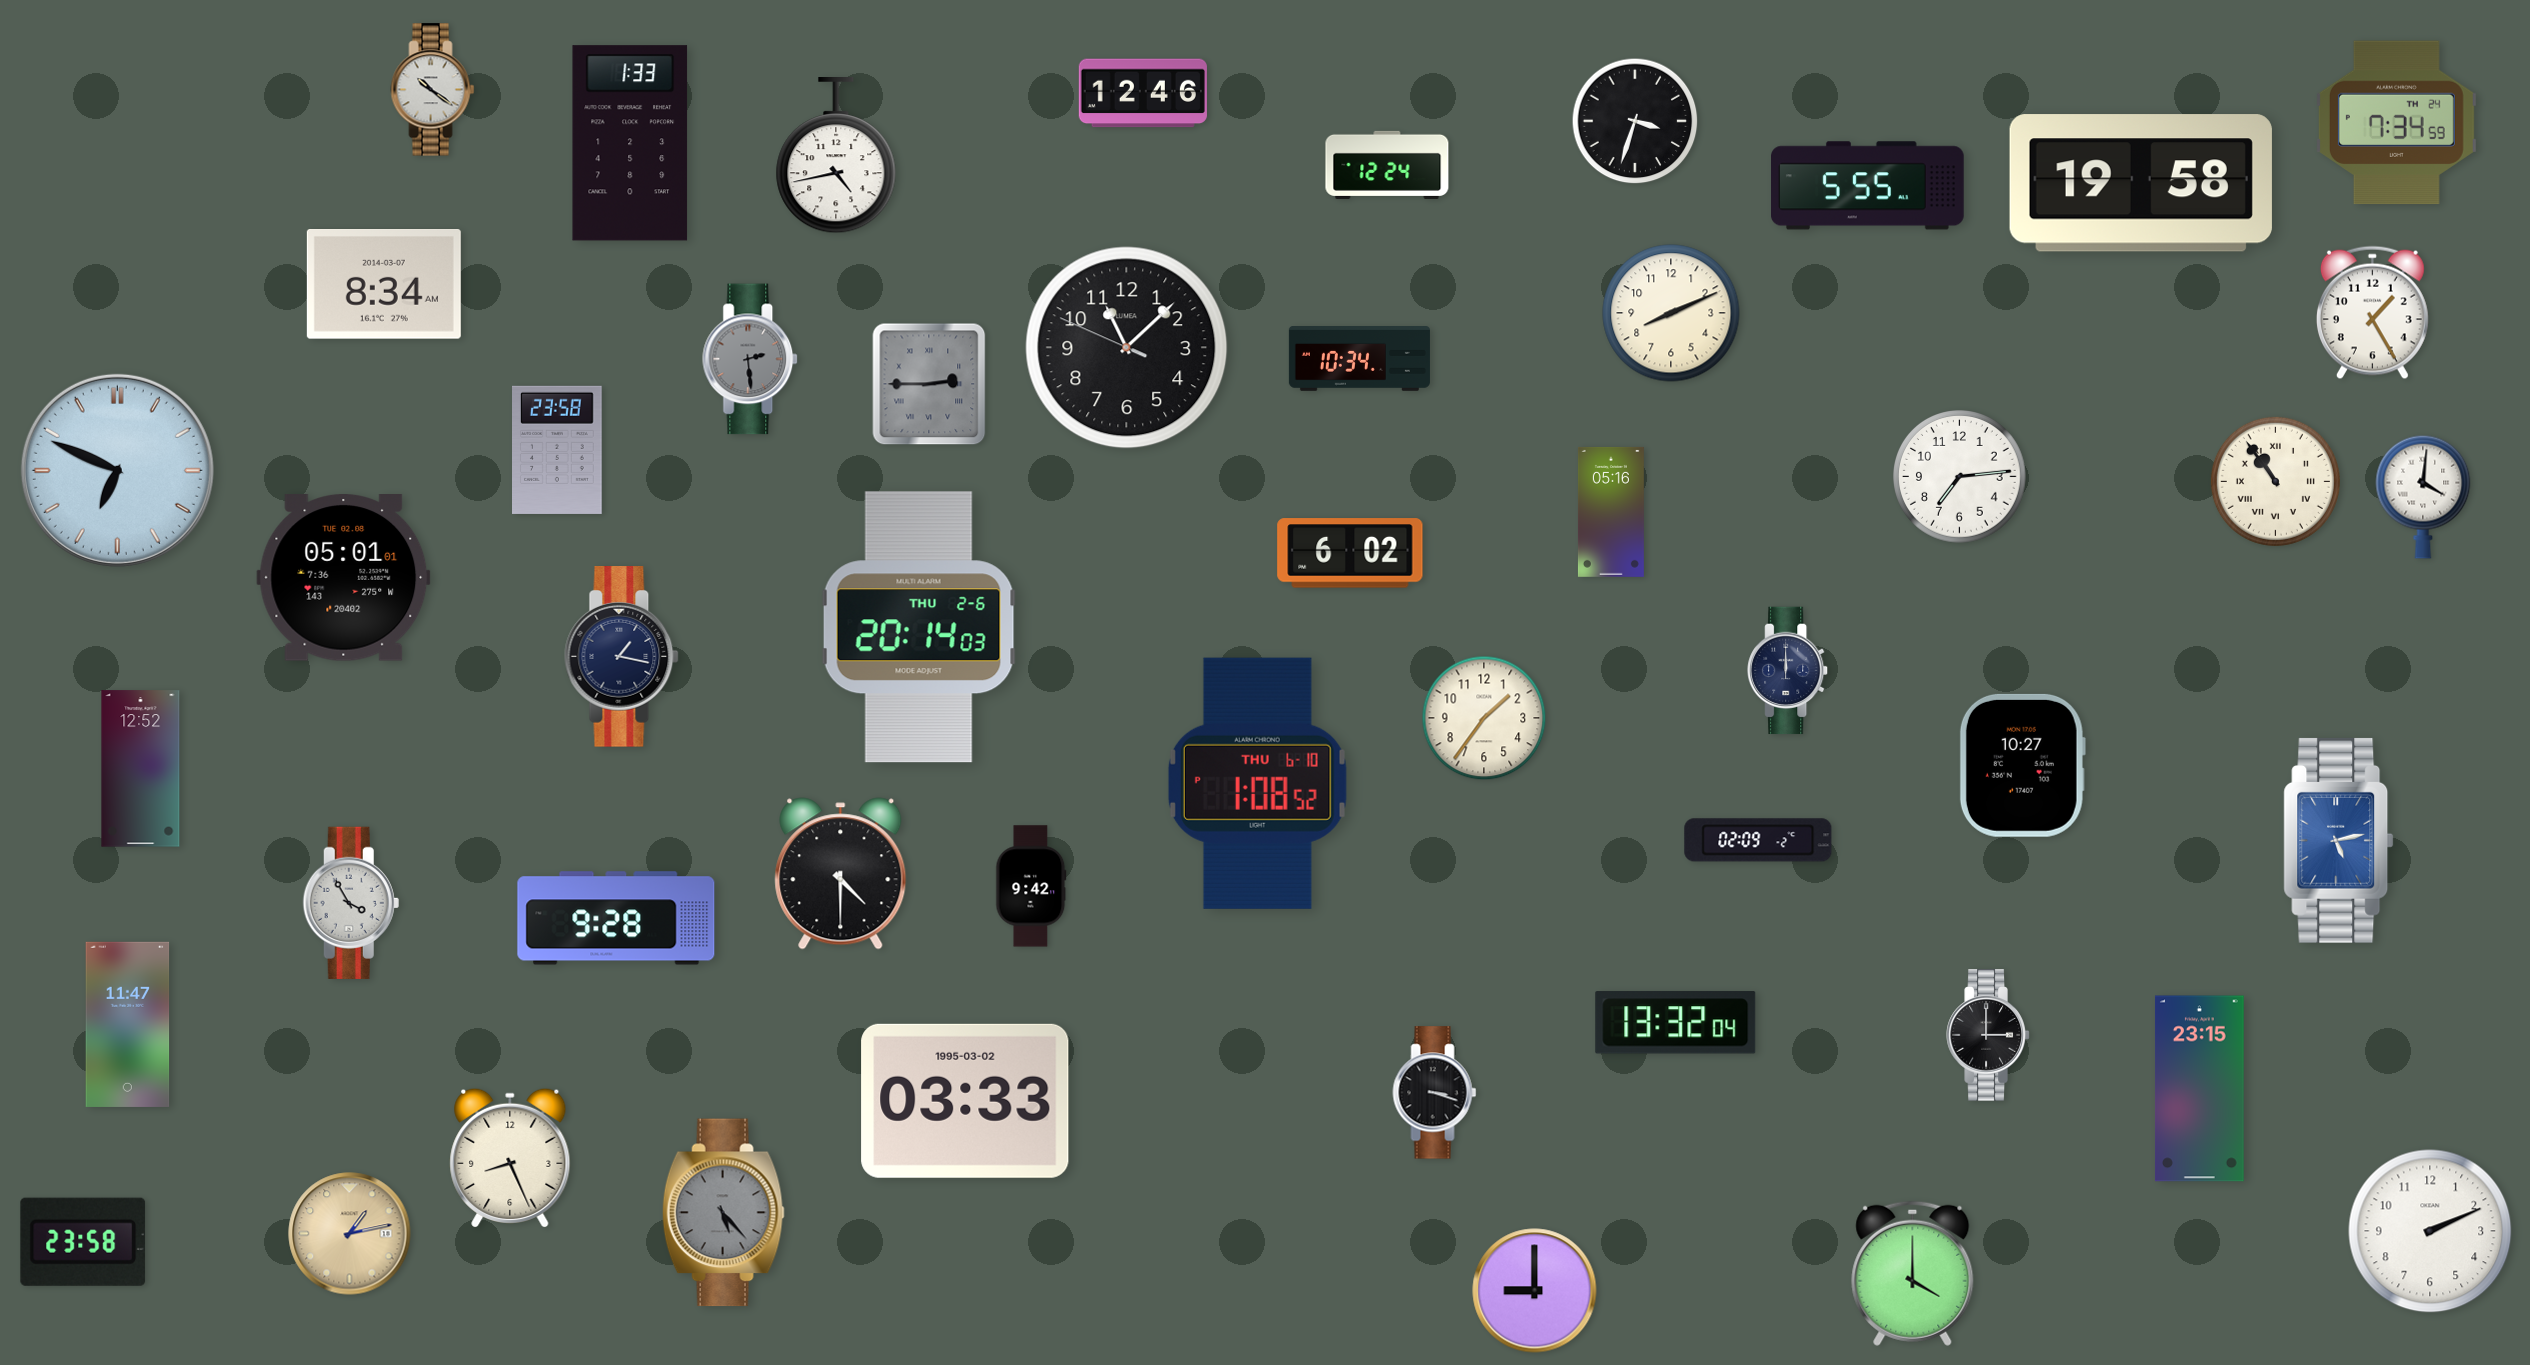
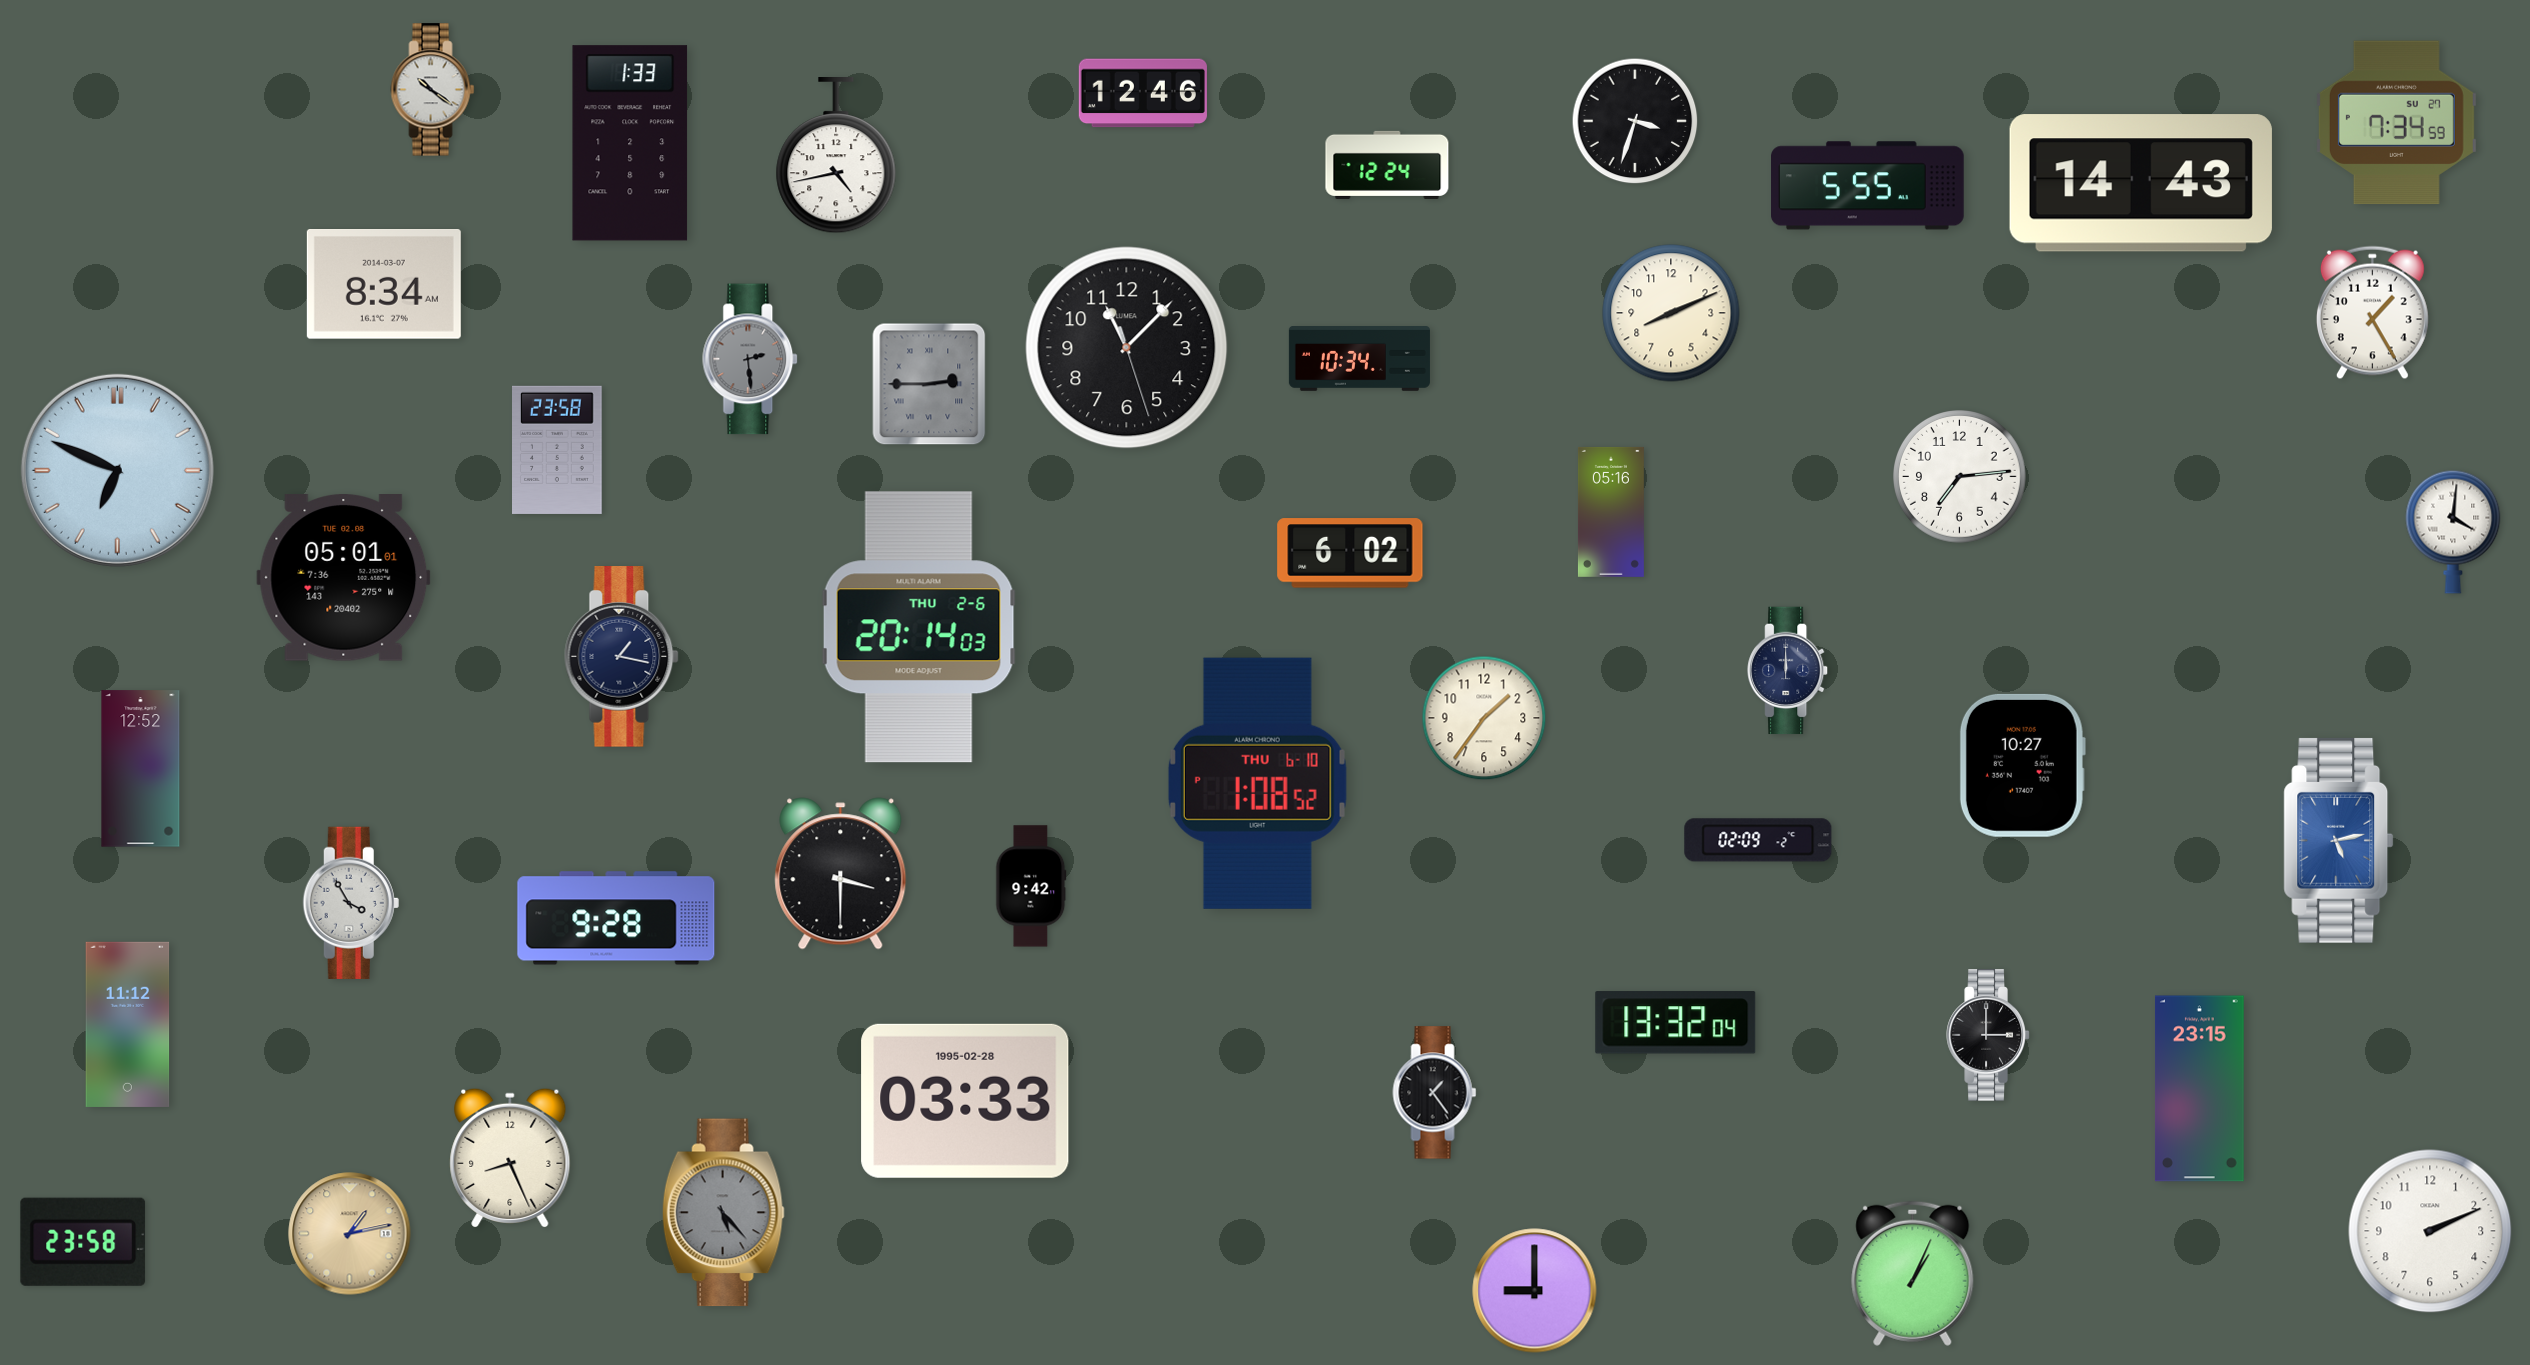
clock at (2396, 123) date: TH 24 -> SU 27
clock at (2141, 183): 19:58 -> 14:43
clock at (1127, 348): 11:07:49 -> 11:07:27
clock at (2275, 481): 10:54 -> none
clock at (2423, 497) position: (2423, 497) -> (2453, 532)
clock at (841, 874): 4:30 -> 3:30
clock at (128, 1024): 11:47 -> 11:12
clock at (1435, 1093): 3:18 -> 1:24
clock at (965, 1101) date: 1995-03-02 -> 1995-02-28
clock at (1913, 1273): 4:00 -> 1:04
